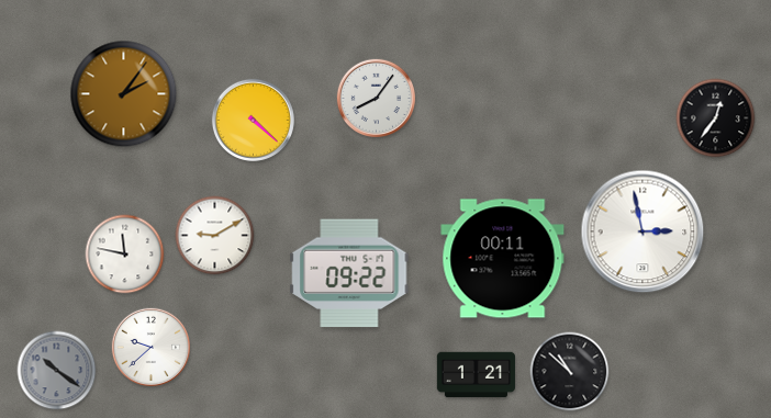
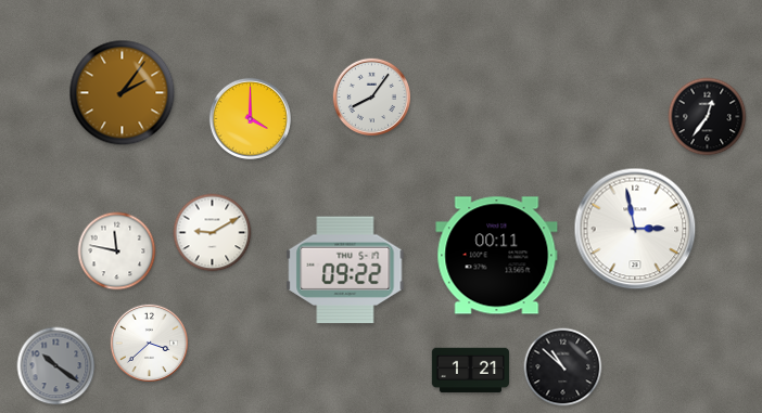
clock at (253, 120): 4:22 -> 4:00
clock at (125, 255) position: (125, 255) -> (117, 251)
clock at (150, 347): 9:38 -> 3:38
